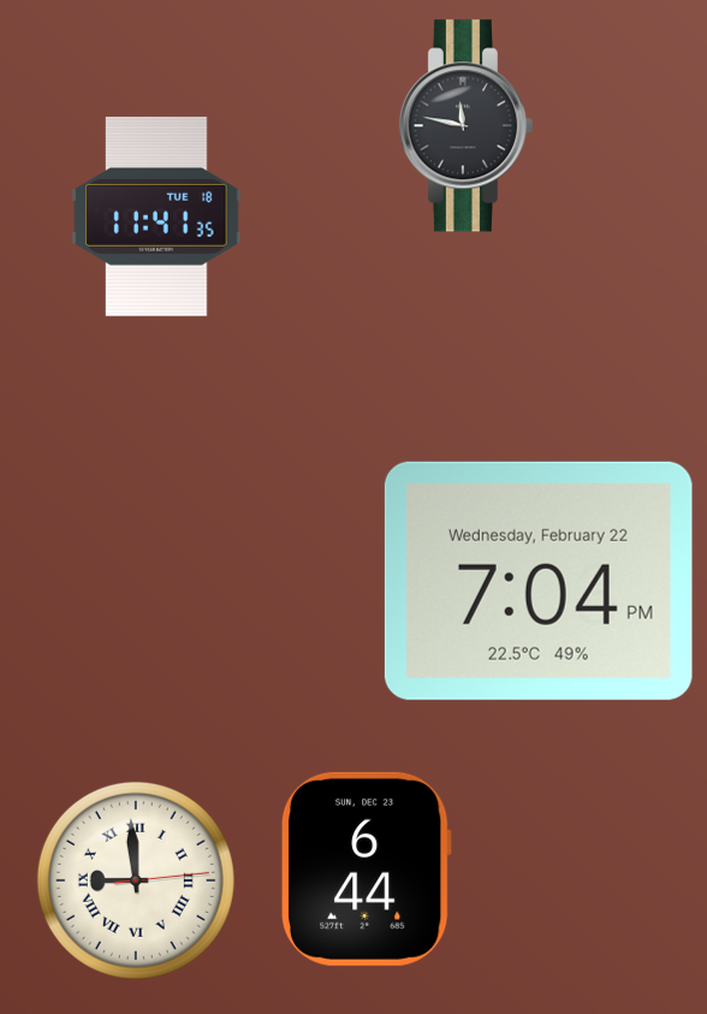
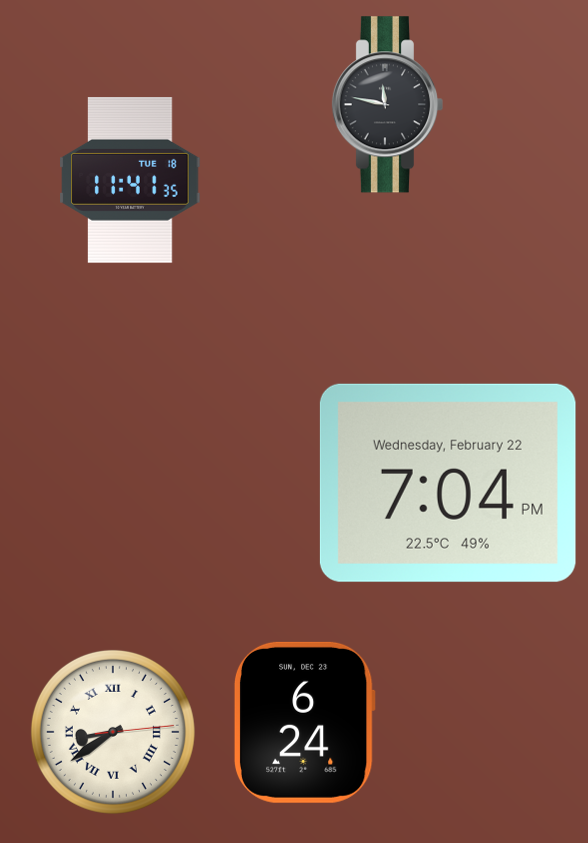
clock at (366, 868): 6:44 -> 6:24
clock at (136, 880): 8:59 -> 8:39
